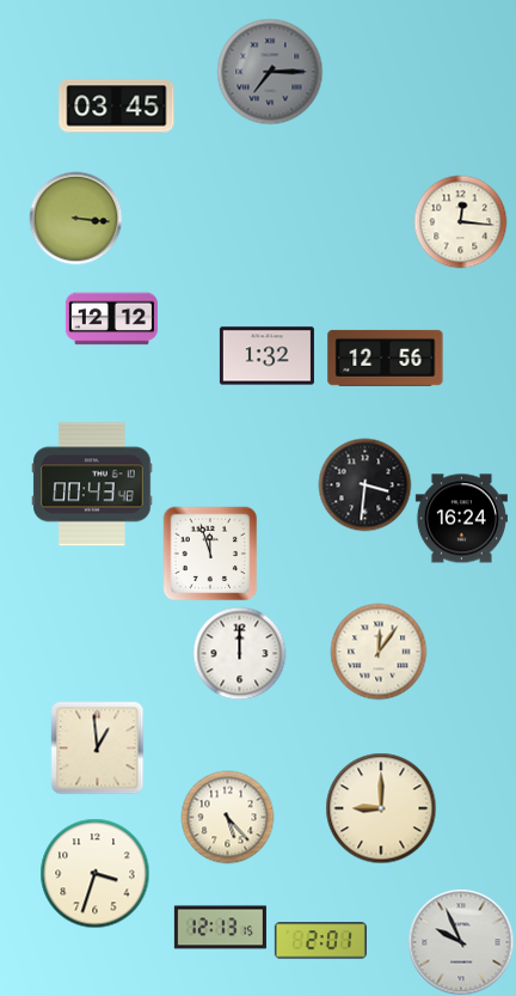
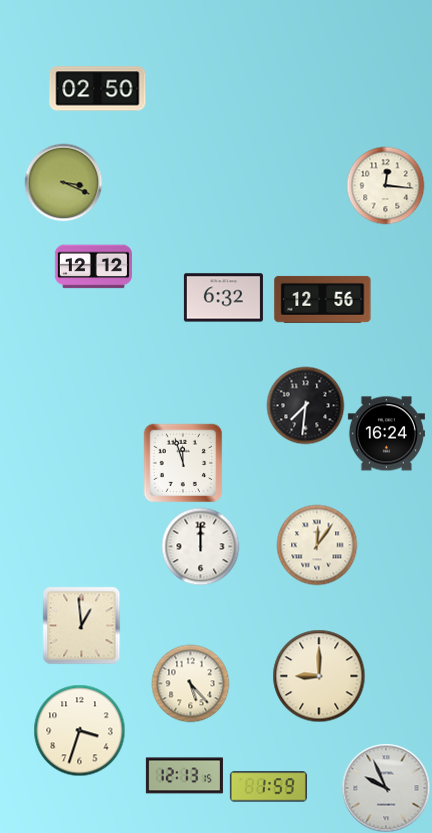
clock at (270, 72): 7:15 -> none
clock at (117, 106): 03:45 -> 02:50
clock at (75, 218): 3:16 -> 3:19
clock at (266, 356): 1:32 -> 6:32
clock at (92, 484): 00:43 -> none
clock at (364, 484): 3:31 -> 7:31
clock at (210, 554) position: (210, 554) -> (183, 463)
clock at (320, 941): 2:01 -> 1:59
